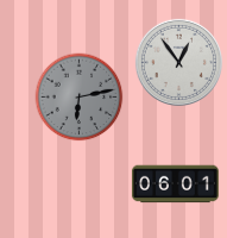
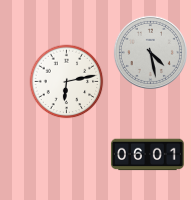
clock at (178, 62): 12:54 -> 4:28
clock at (80, 98) dial: grey -> white
